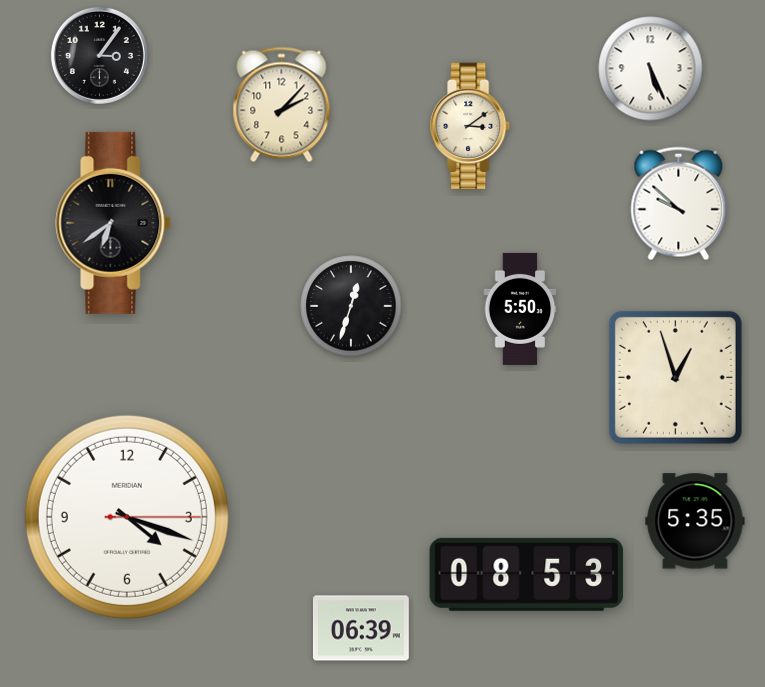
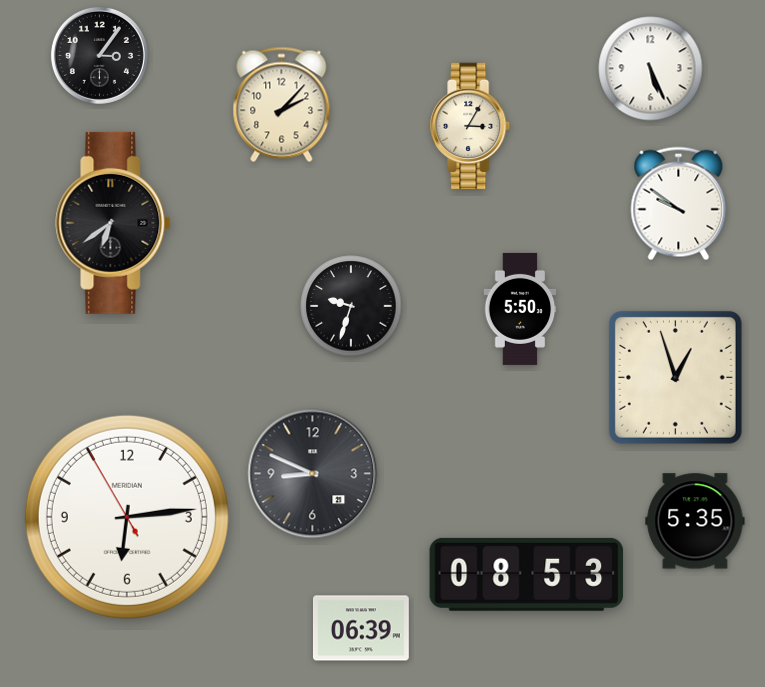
clock at (471, 126): 3:09 -> 3:05
clock at (679, 204): 9:52 -> 9:51
clock at (351, 306): 12:33 -> 9:33
clock at (313, 474): none -> 8:49
clock at (127, 517): 4:18 -> 6:13
